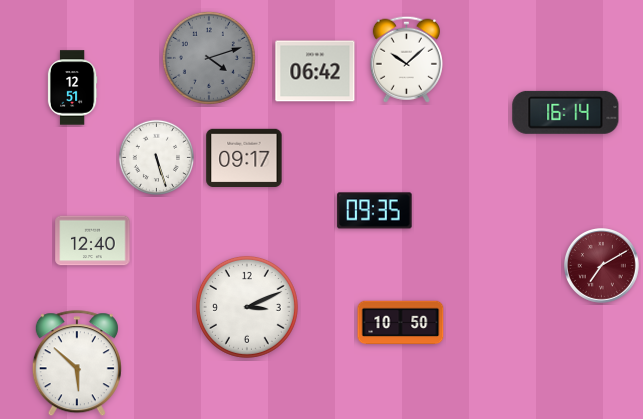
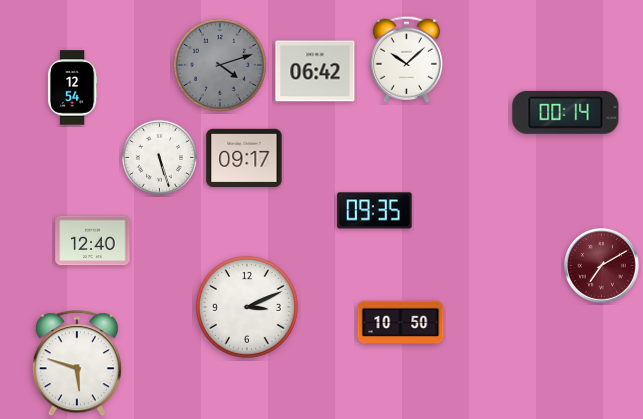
clock at (209, 58) position: (209, 58) -> (220, 65)
clock at (72, 88): 12:51 -> 12:54
clock at (566, 112): 16:14 -> 00:14
clock at (156, 157) position: (156, 157) -> (159, 157)
clock at (77, 364): 5:52 -> 5:48
